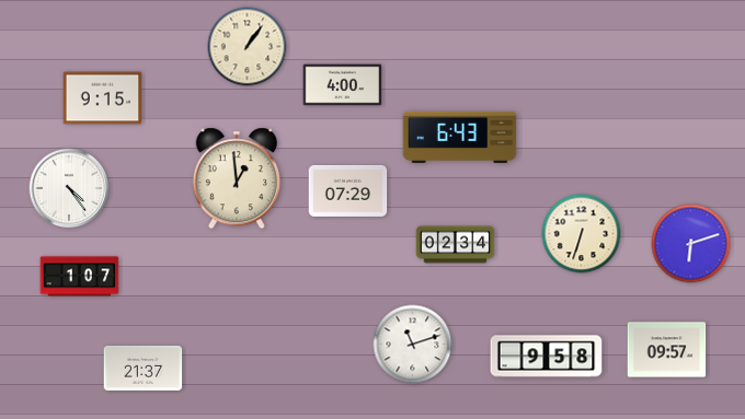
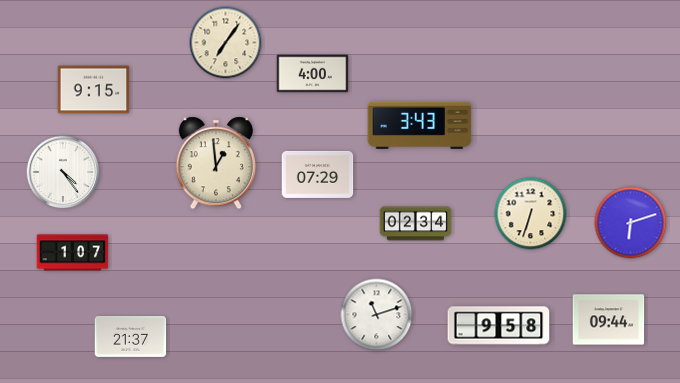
clock at (248, 47): 1:06 -> 7:06
clock at (343, 85) position: (343, 85) -> (313, 74)
clock at (460, 137): 6:43 -> 3:43
clock at (667, 350): 09:57 -> 09:44
